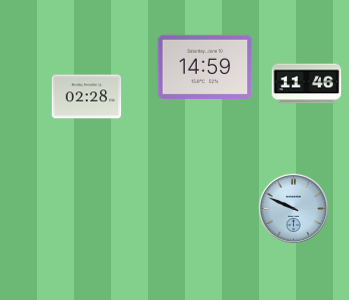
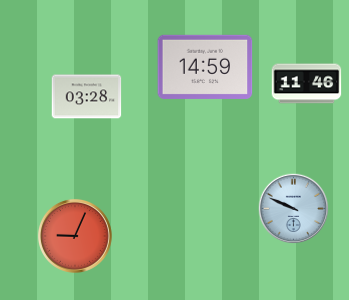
clock at (87, 97): 02:28 -> 03:28
clock at (75, 236): none -> 9:04
